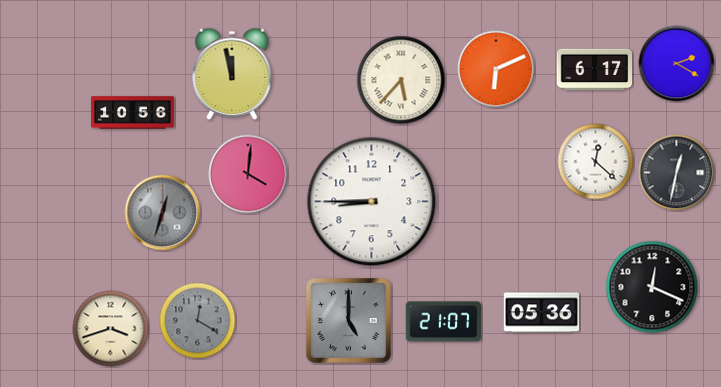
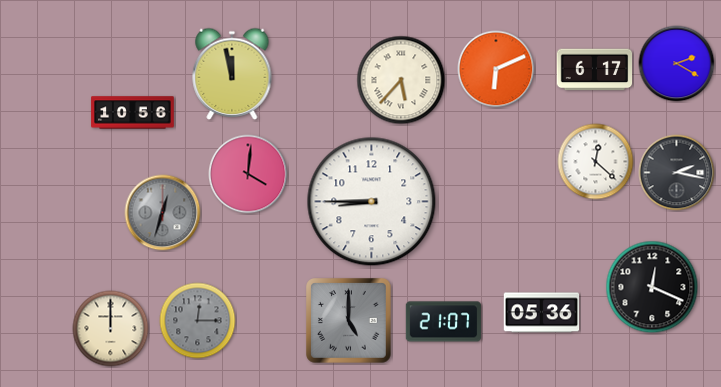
clock at (677, 173): 12:32 -> 2:17
clock at (198, 321): 12:20 -> 12:15
clock at (111, 329): 3:42 -> 12:00
